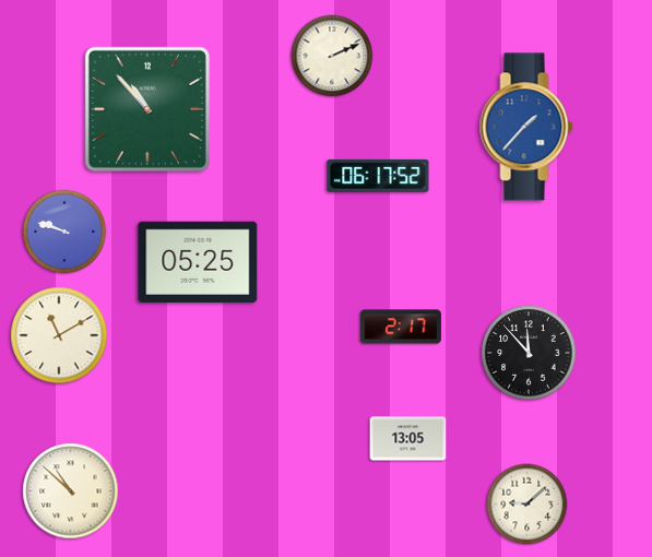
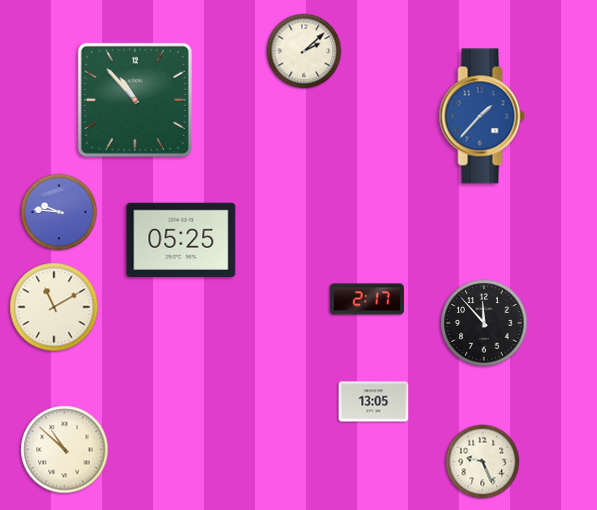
clock at (332, 56): 2:11 -> 2:08
clock at (378, 176): 06:17 -> none
clock at (64, 232): 9:48 -> 9:46
clock at (527, 505): 9:08 -> 9:26
